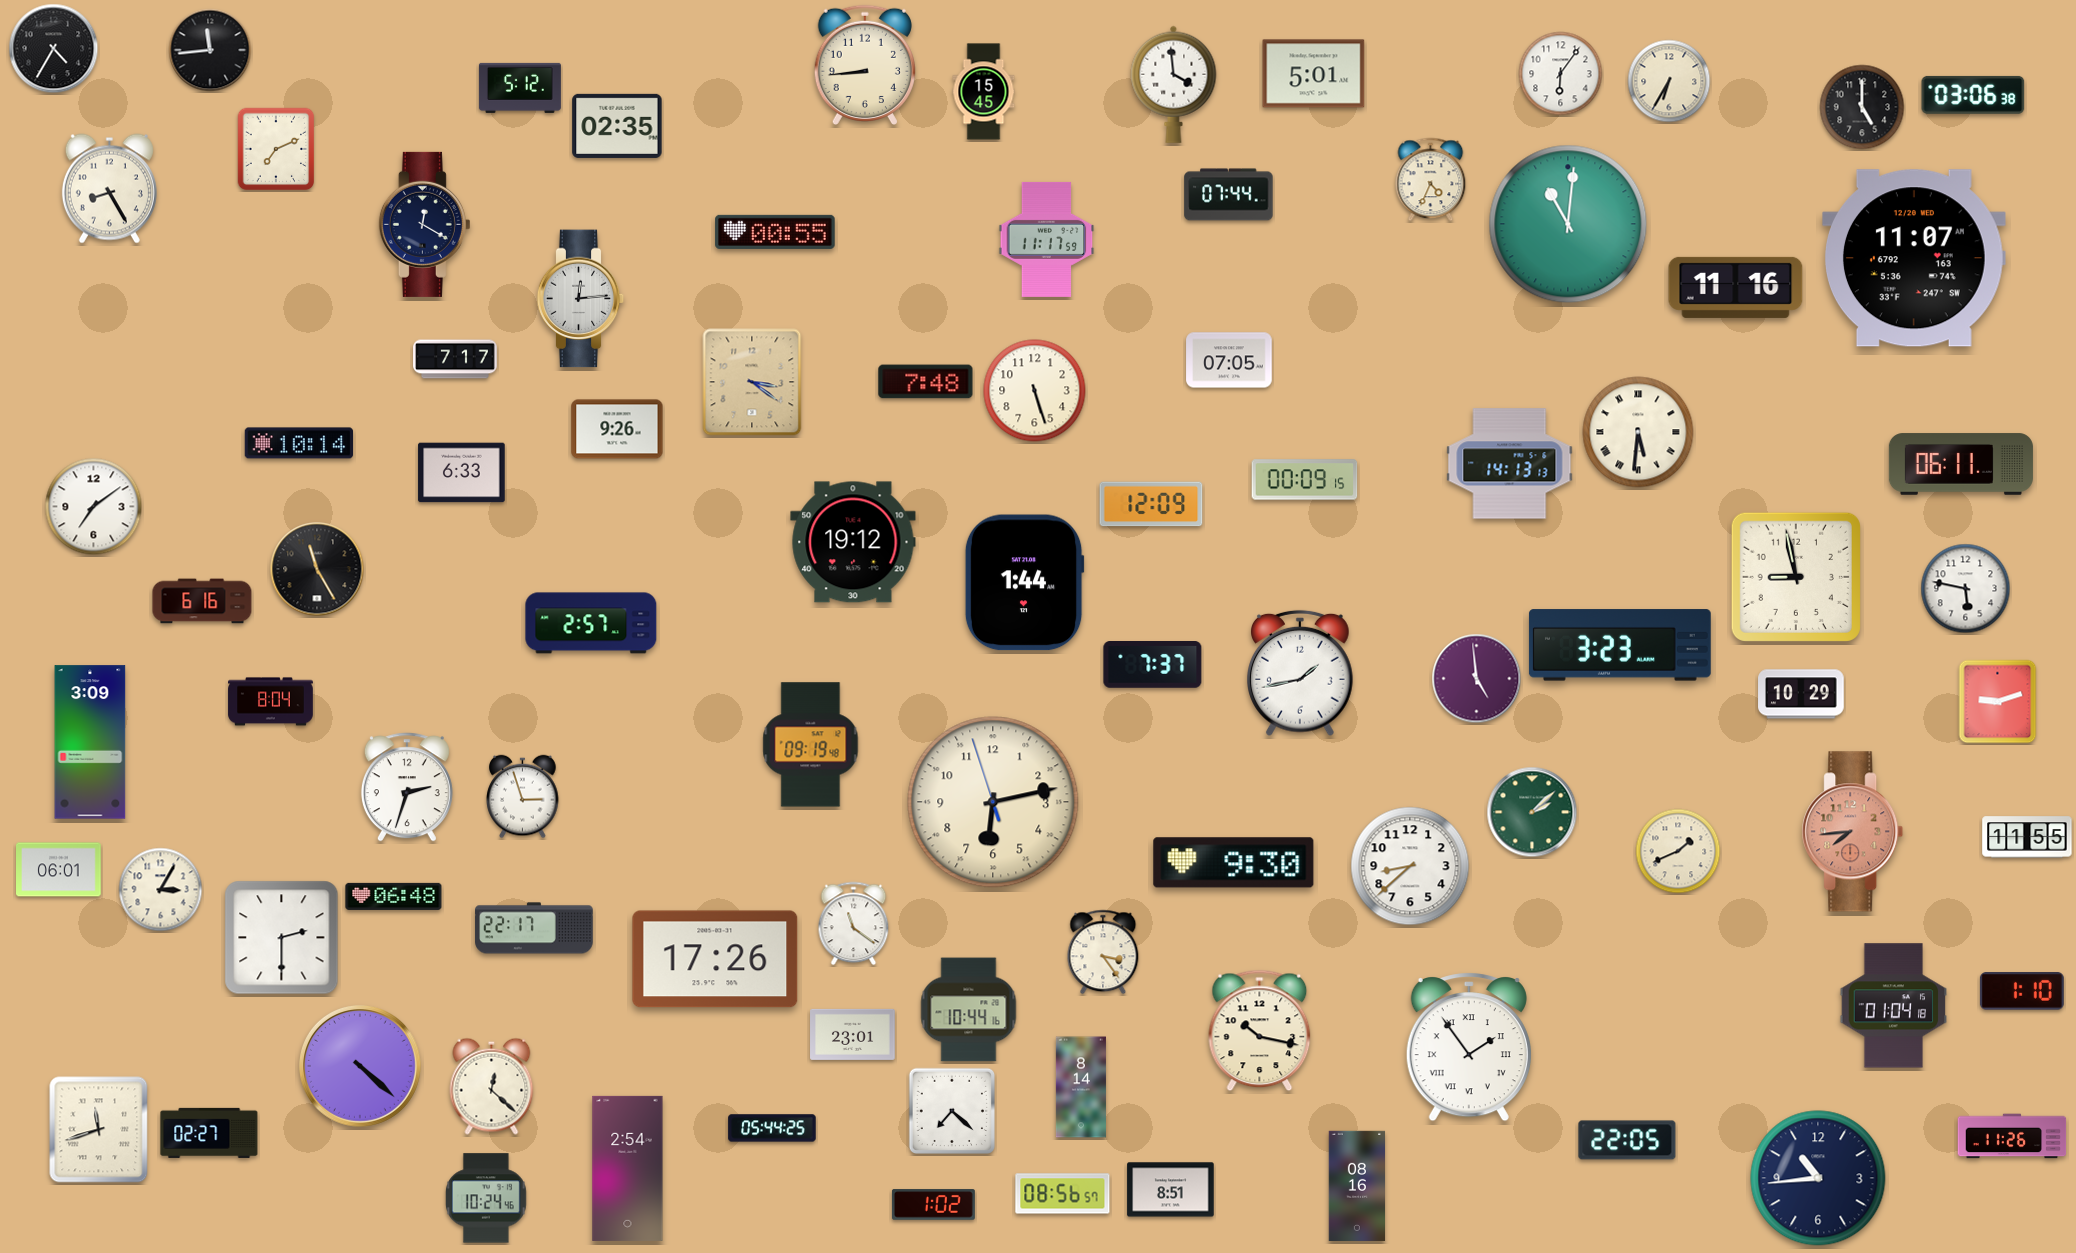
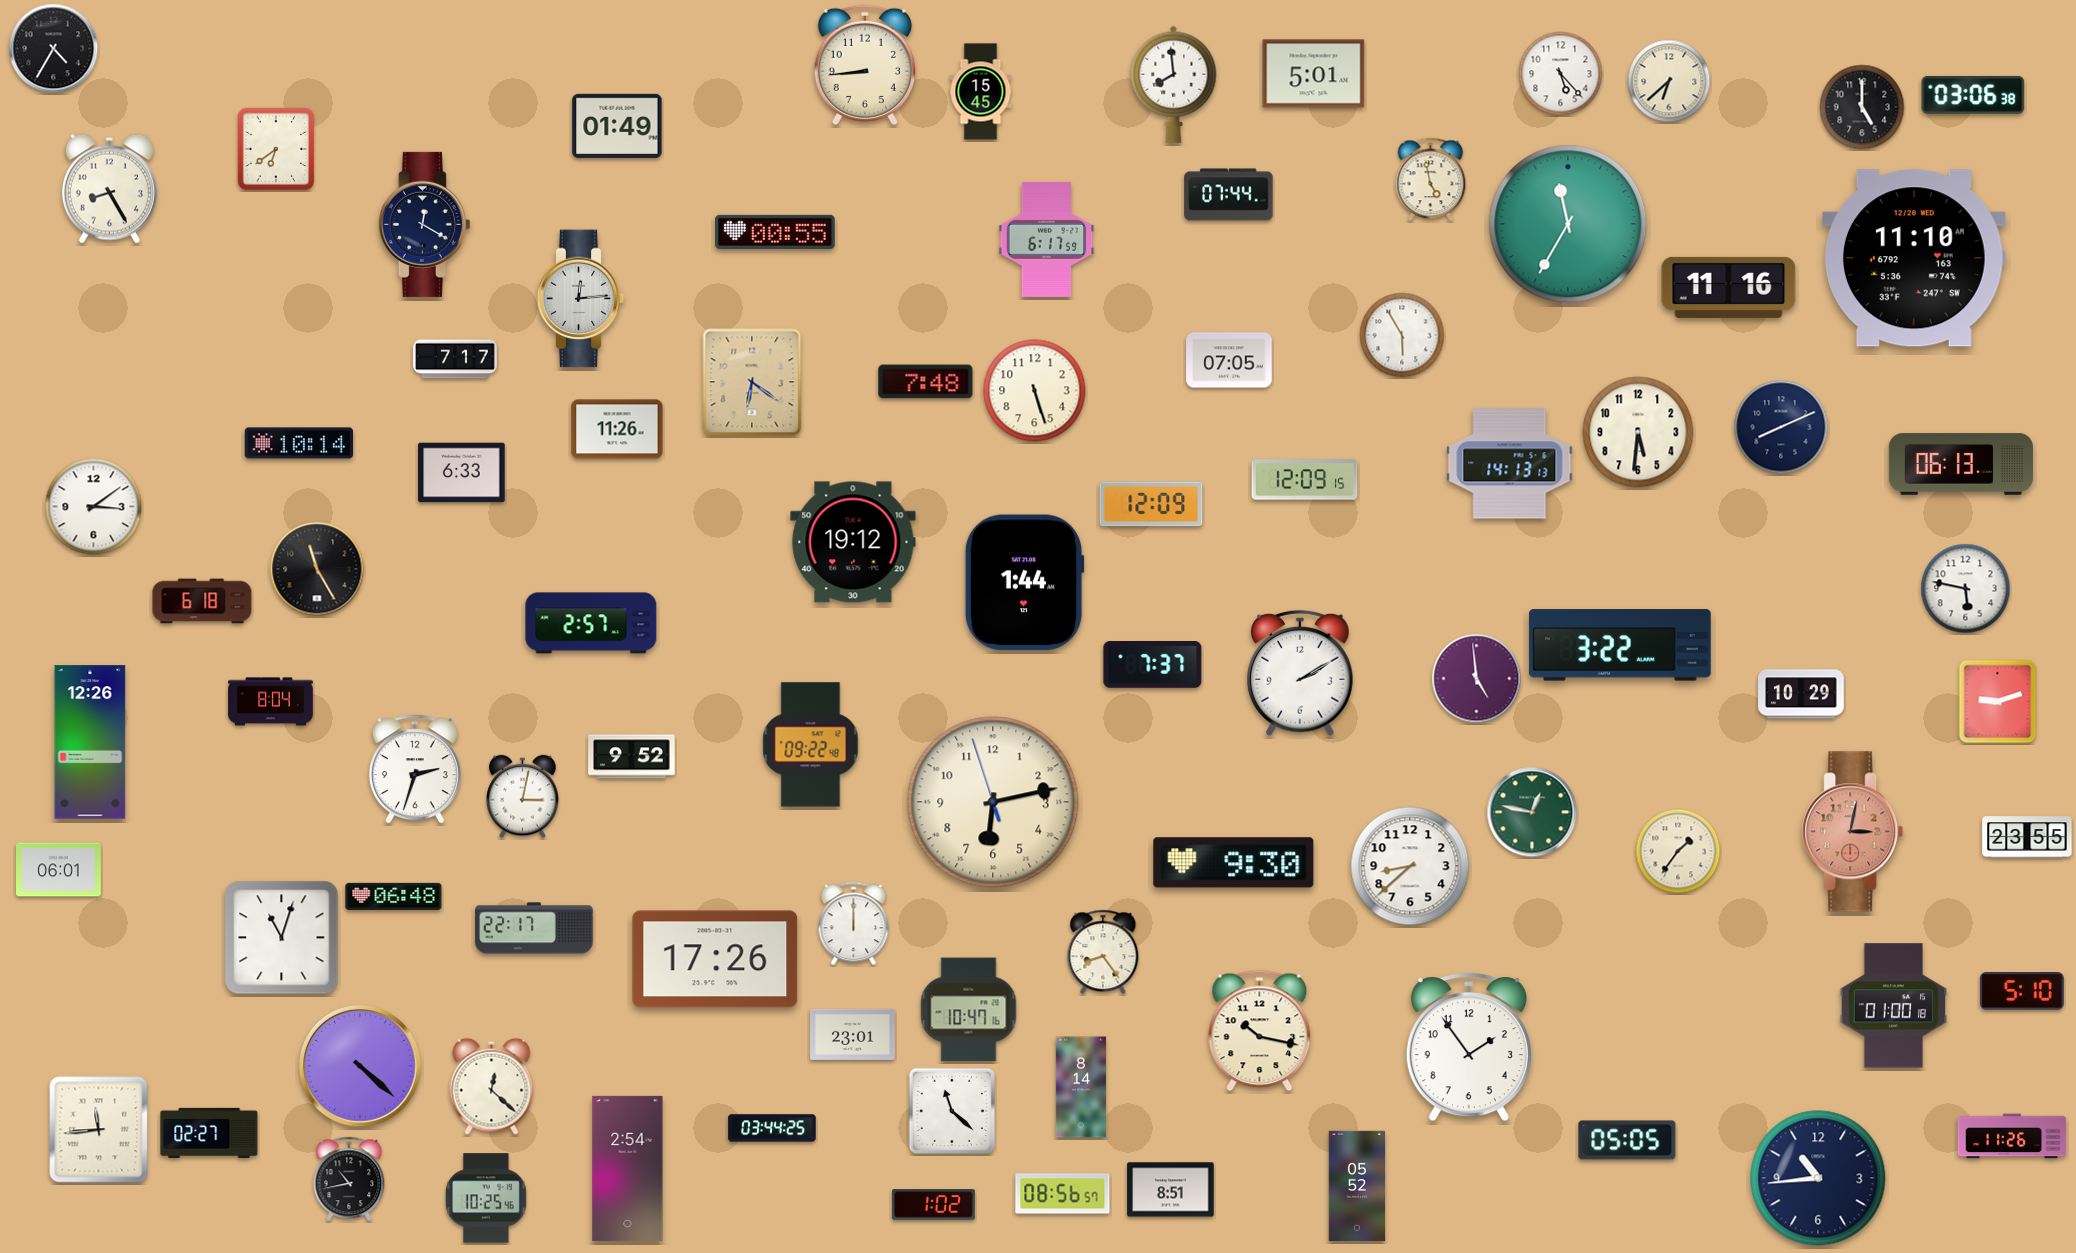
clock at (210, 50): 11:44 -> none
clock at (1561, 74): 6:06 -> 5:23
clock at (1669, 81): 6:35 -> 6:38
clock at (1174, 84): 3:59 -> 7:59
clock at (520, 88): 5:12 -> none
clock at (984, 92) position: (984, 92) -> (981, 92)
clock at (617, 126): 02:35 -> 01:49
clock at (276, 149): 7:11 -> 6:39
clock at (1431, 180): 4:34 -> 4:58
clock at (1568, 224): 11:01 -> 11:35
clock at (1047, 239): 11:17 -> 6:17
clock at (1914, 258): 11:07 -> 11:10
clock at (1736, 287) position: (1736, 287) -> (1729, 287)
clock at (1402, 335): none -> 5:55
clock at (752, 382): 3:21 -> 6:21
clock at (1781, 427): none -> 8:11
clock at (617, 429): 9:26 -> 11:26
clock at (1638, 432) numerals: Roman -> Arabic
clock at (1961, 464): 06:11 -> 06:13
clock at (1305, 480): 00:09 -> 12:09
clock at (94, 507): 7:09 -> 3:09
clock at (1796, 577): 8:58 -> none
clock at (202, 601): 6:16 -> 6:18
clock at (1620, 645): 3:23 -> 3:22
clock at (1301, 673): 1:43 -> 2:10
clock at (90, 742): 3:09 -> 12:26
clock at (811, 745): 09:19 -> 09:22
clock at (632, 757): none -> 9:52
clock at (407, 787) position: (407, 787) -> (415, 769)
clock at (523, 797): 2:57 -> 3:02
clock at (1532, 812): 2:08 -> 12:47
clock at (1853, 832): 7:44 -> 3:02
clock at (2027, 837): 11:55 -> 23:55
clock at (1678, 851): 1:41 -> 1:36
clock at (161, 890): 3:05 -> none
clock at (854, 924): 11:21 -> 12:00
clock at (282, 938): 2:30 -> 11:03
clock at (1103, 952): 3:24 -> 8:24
clock at (2022, 991): 1:10 -> 5:10
clock at (1894, 1006): 01:04 -> 01:00
clock at (969, 1010): 10:44 -> 10:47
clock at (1469, 1047) numerals: Roman -> Arabic
clock at (951, 1110): 7:22 -> 11:22
clock at (772, 1128): 05:44 -> 03:44
clock at (99, 1130): 11:42 -> 11:44
clock at (1627, 1140): 22:05 -> 05:05
clock at (349, 1179): none -> 10:43
clock at (1357, 1185): 08:16 -> 05:52
clock at (486, 1198): 10:24 -> 10:25
